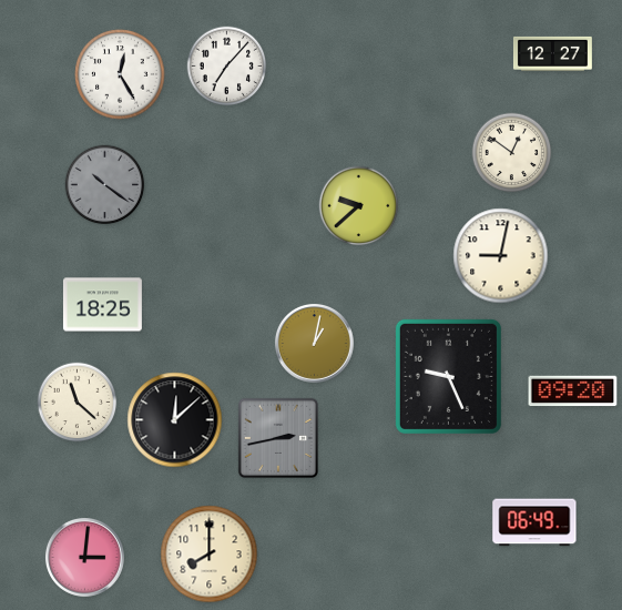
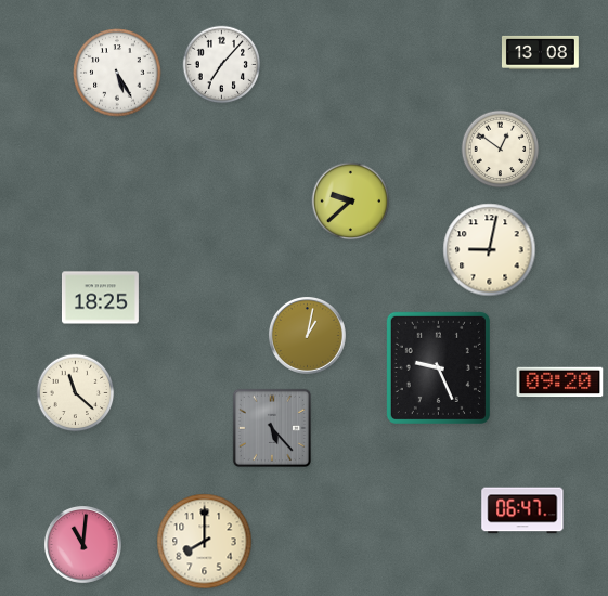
clock at (552, 53): 12:27 -> 13:08
clock at (120, 74): 12:25 -> 5:25
clock at (105, 185): 10:21 -> none
clock at (175, 420): 12:08 -> none
clock at (277, 437): 2:43 -> 5:23
clock at (534, 522): 06:49 -> 06:47
clock at (84, 557): 3:01 -> 11:01
